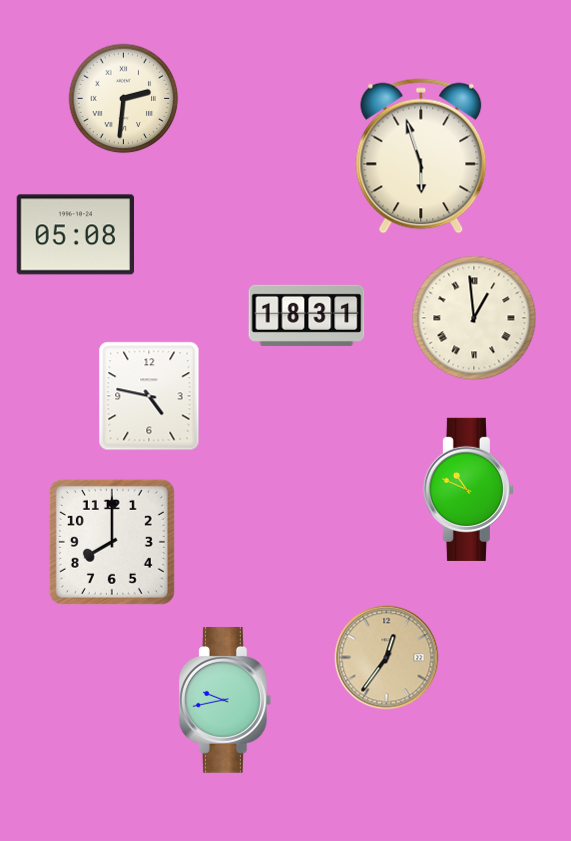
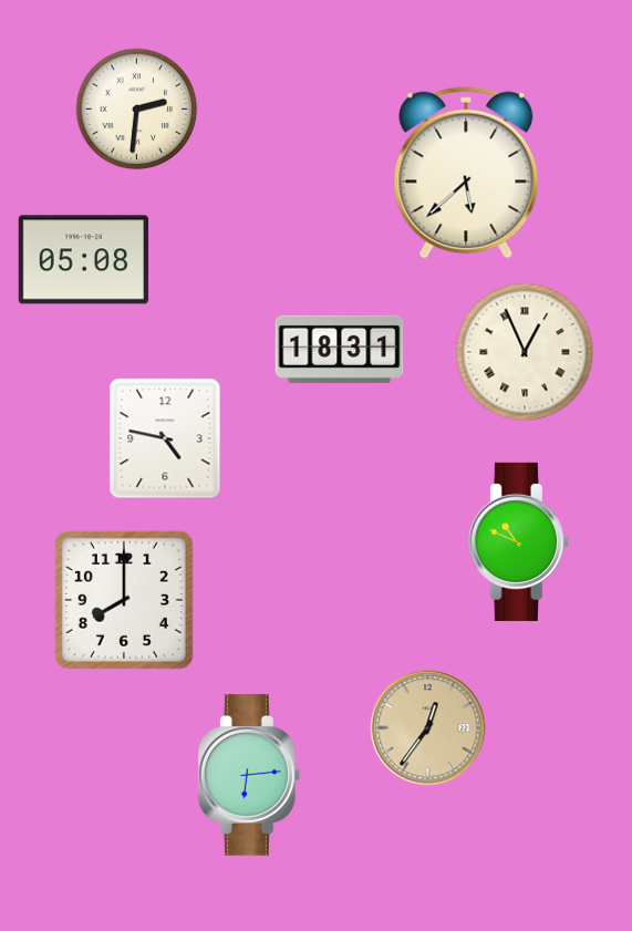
clock at (421, 156): 5:57 -> 5:38
clock at (474, 318): 12:59 -> 12:56
clock at (225, 700): 9:43 -> 6:14
